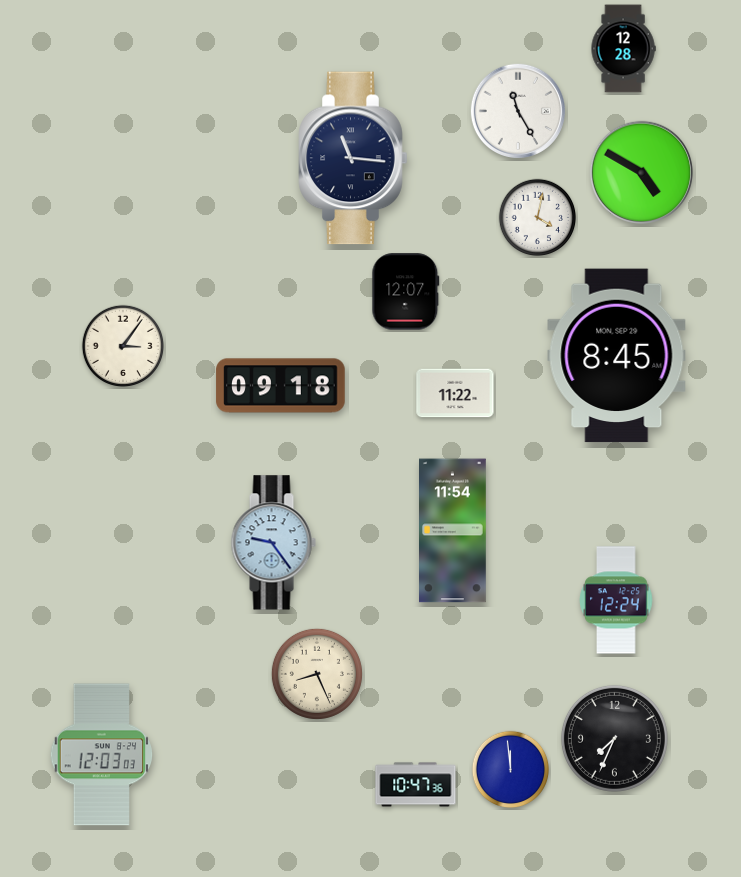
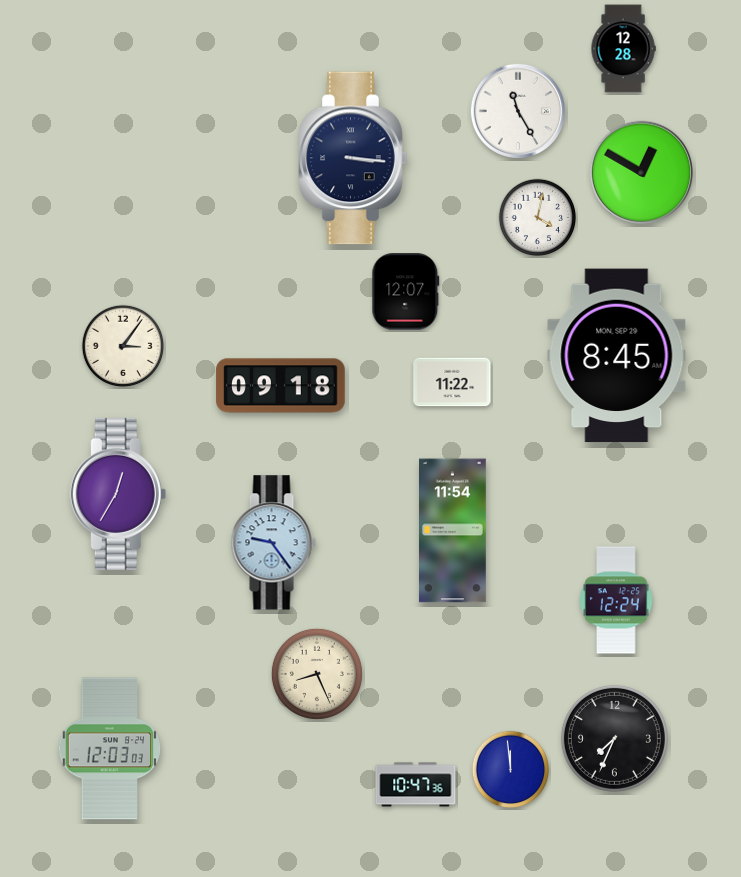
clock at (353, 158): 11:16 -> 3:16
clock at (641, 172): 4:50 -> 12:50
clock at (455, 393) position: (455, 393) -> (452, 382)
clock at (118, 494): none -> 12:35
clock at (102, 755) position: (102, 755) -> (110, 749)
